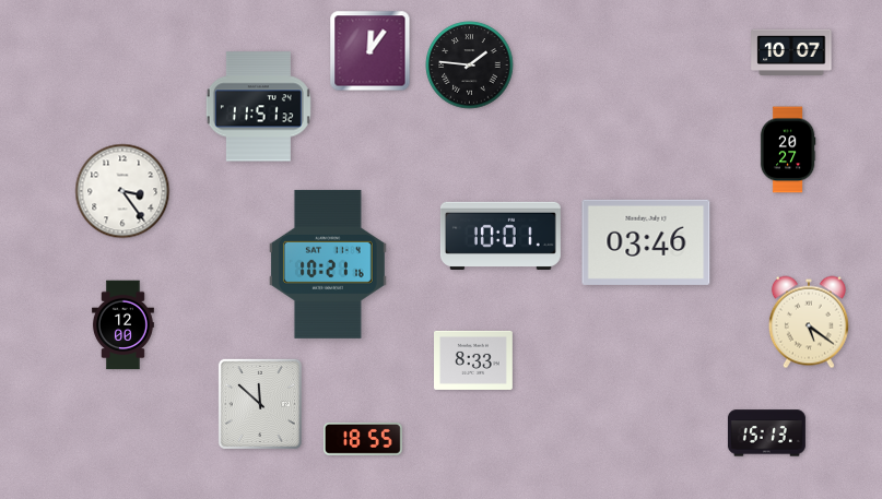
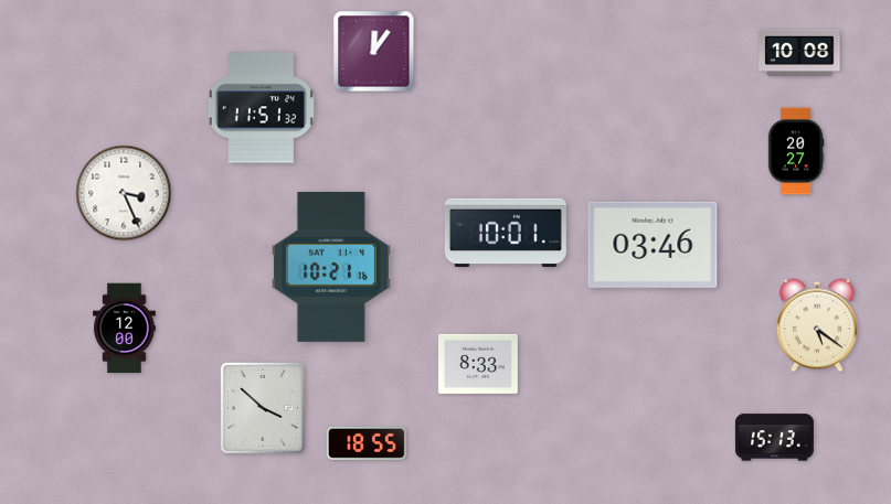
clock at (791, 52): 10:07 -> 10:08
clock at (470, 66): 1:46 -> none
clock at (122, 191): 3:24 -> 3:26
clock at (501, 236) position: (501, 236) -> (506, 233)
clock at (260, 404): 11:52 -> 3:52
